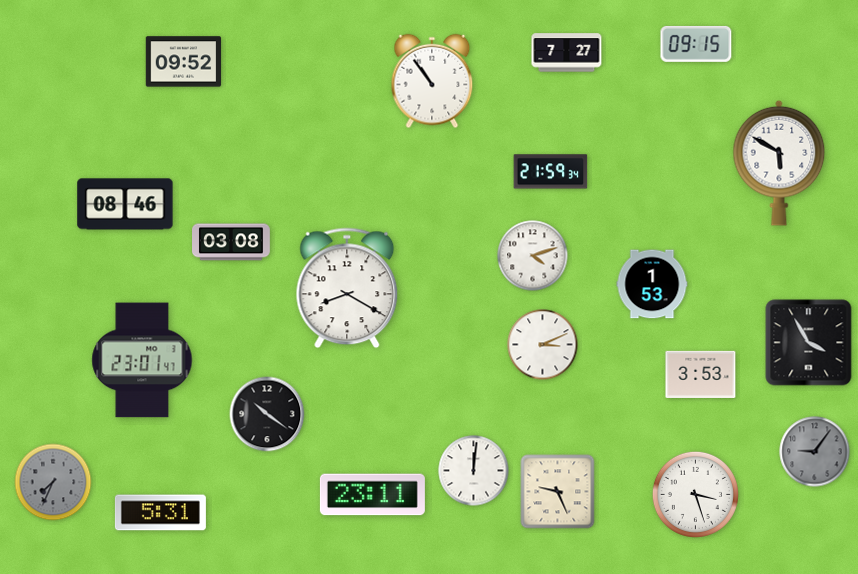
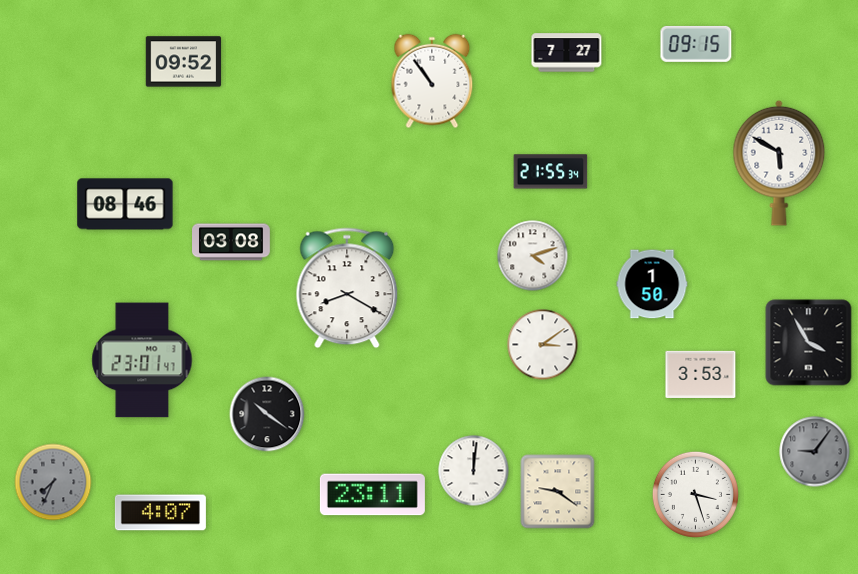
clock at (551, 172): 21:59 -> 21:55
clock at (652, 284): 1:53 -> 1:50
clock at (543, 345): 3:11 -> 3:09
clock at (558, 492): 9:26 -> 9:21
clock at (160, 513): 5:31 -> 4:07
